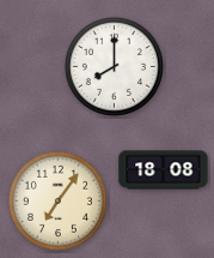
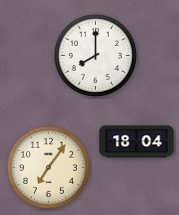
clock at (164, 170): 18:08 -> 18:04
